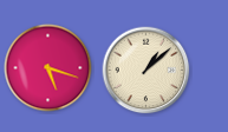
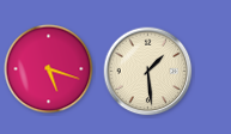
clock at (146, 71): 1:08 -> 1:29
